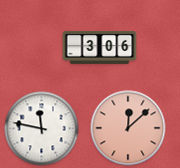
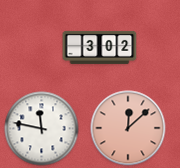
clock at (100, 47): 3:06 -> 3:02
